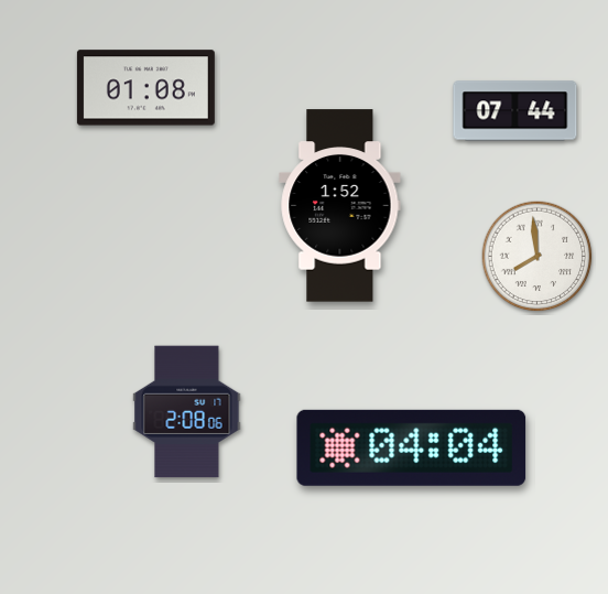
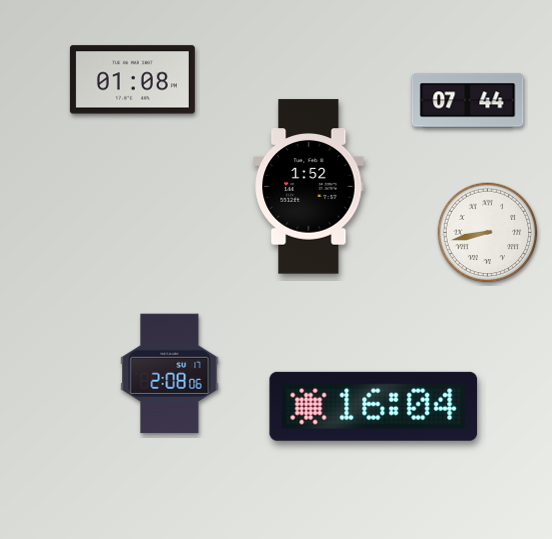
clock at (538, 257): 7:59 -> 8:43
clock at (412, 447): 04:04 -> 16:04
